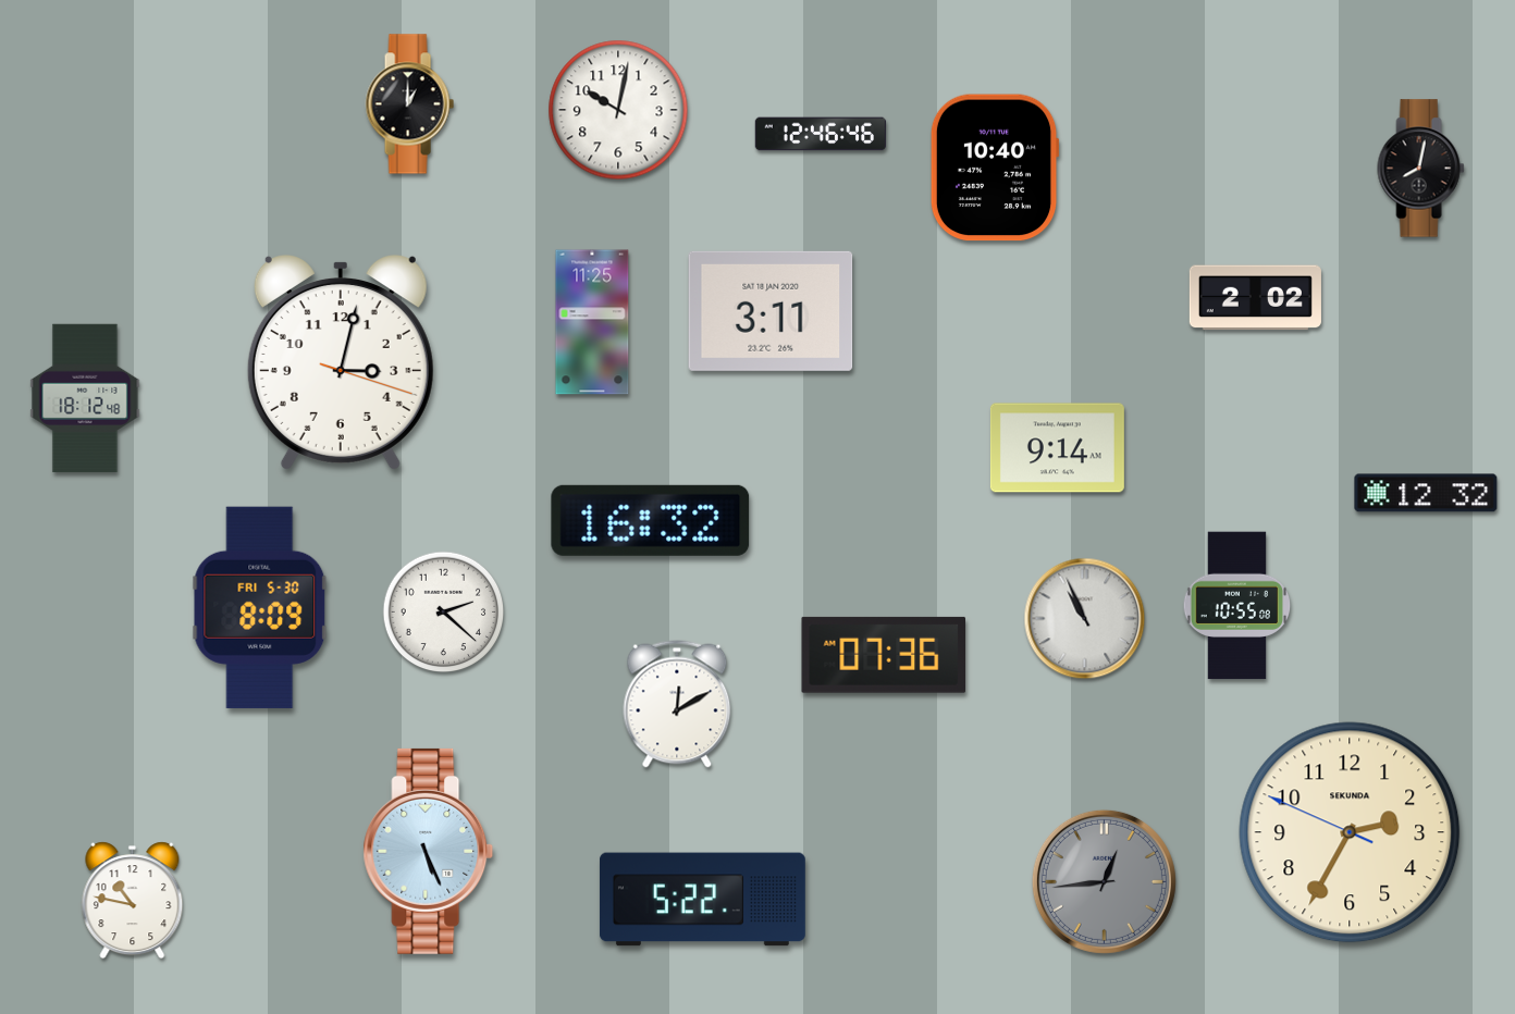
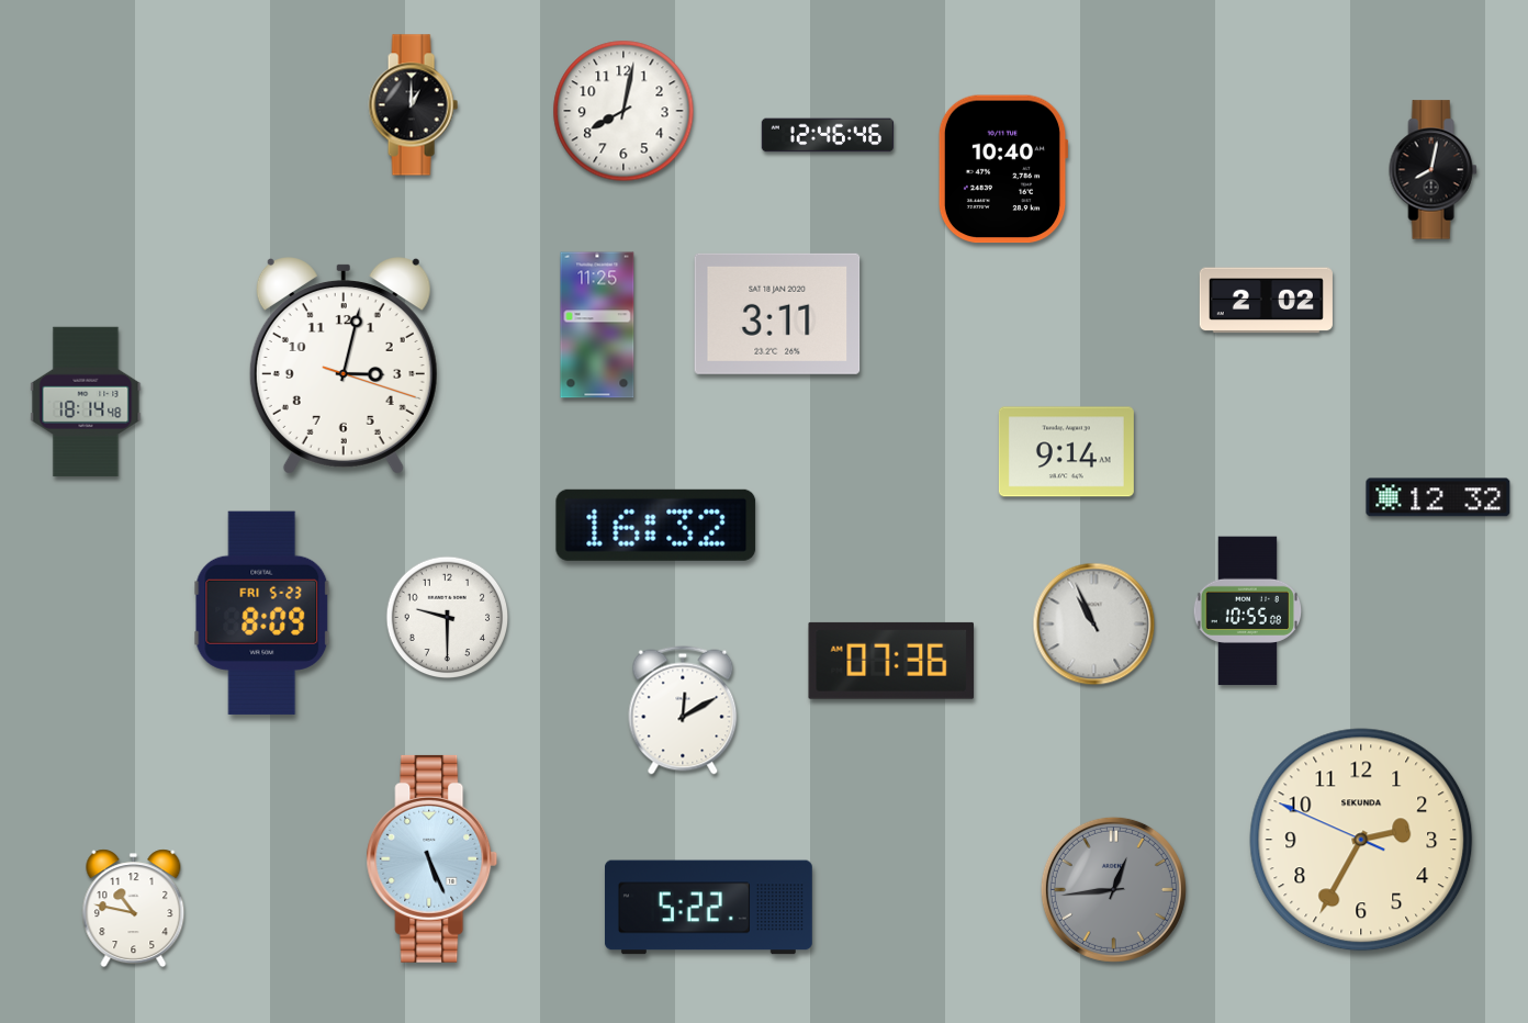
clock at (618, 110): 10:02 -> 8:02
clock at (85, 398): 18:12 -> 18:14
clock at (260, 607) date: FRI 5-30 -> FRI 5-23
clock at (444, 613): 2:22 -> 9:30
